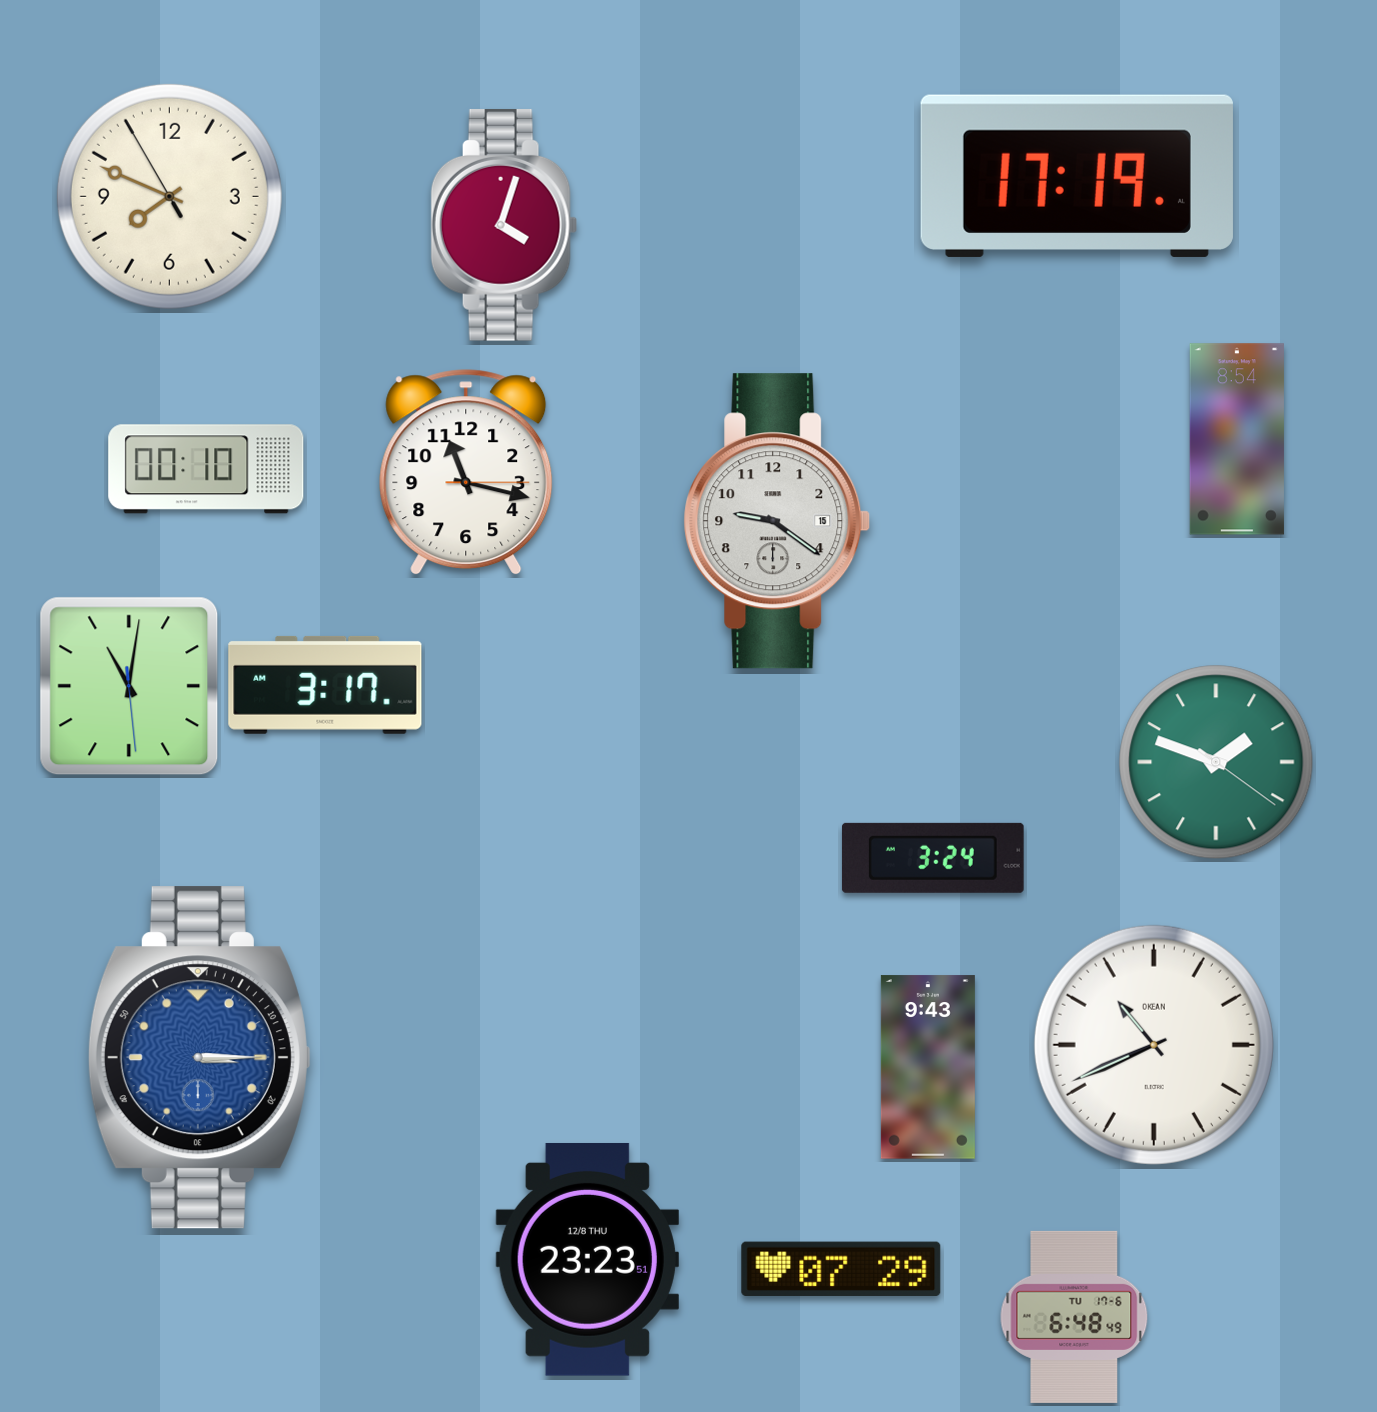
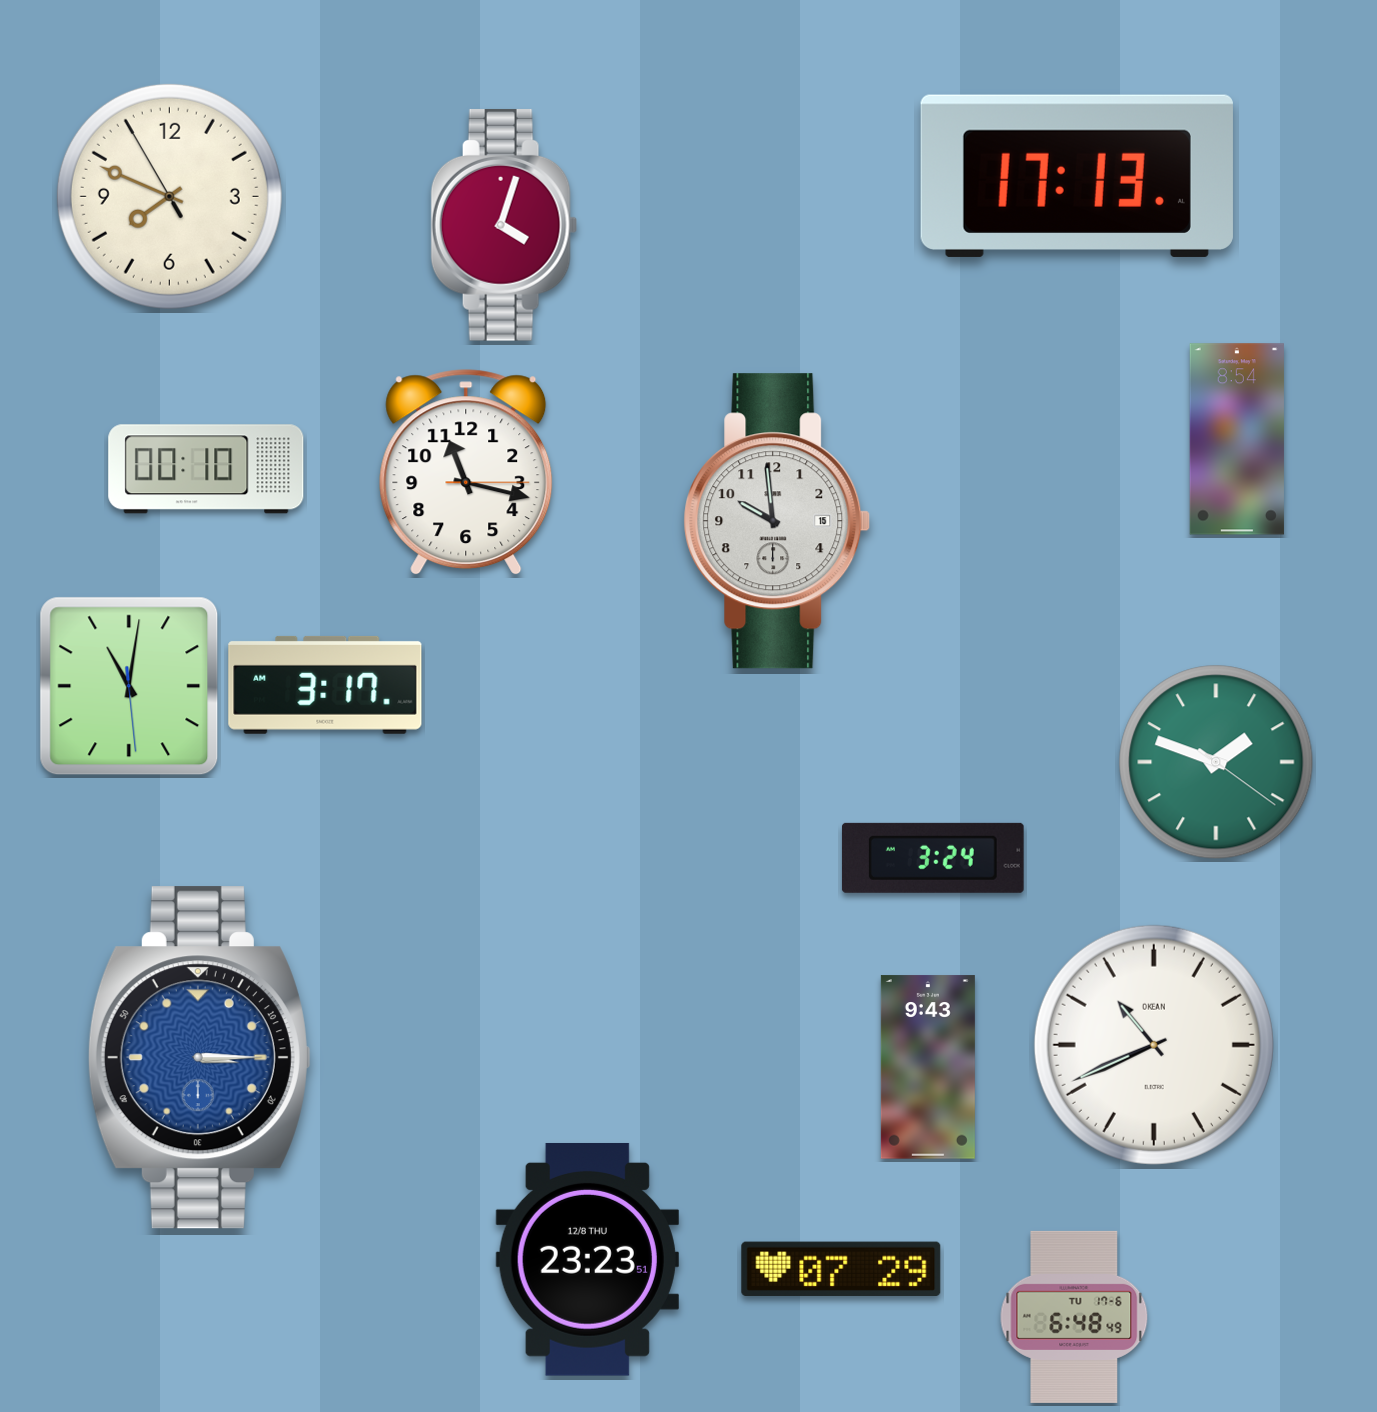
clock at (1077, 176): 17:19 -> 17:13
clock at (777, 521): 9:21 -> 9:59
